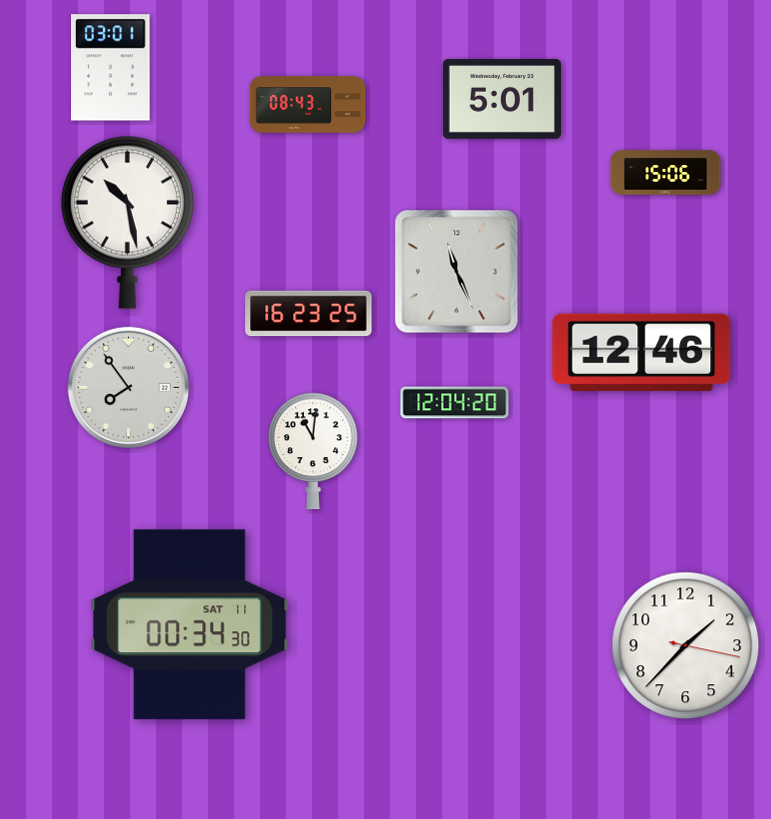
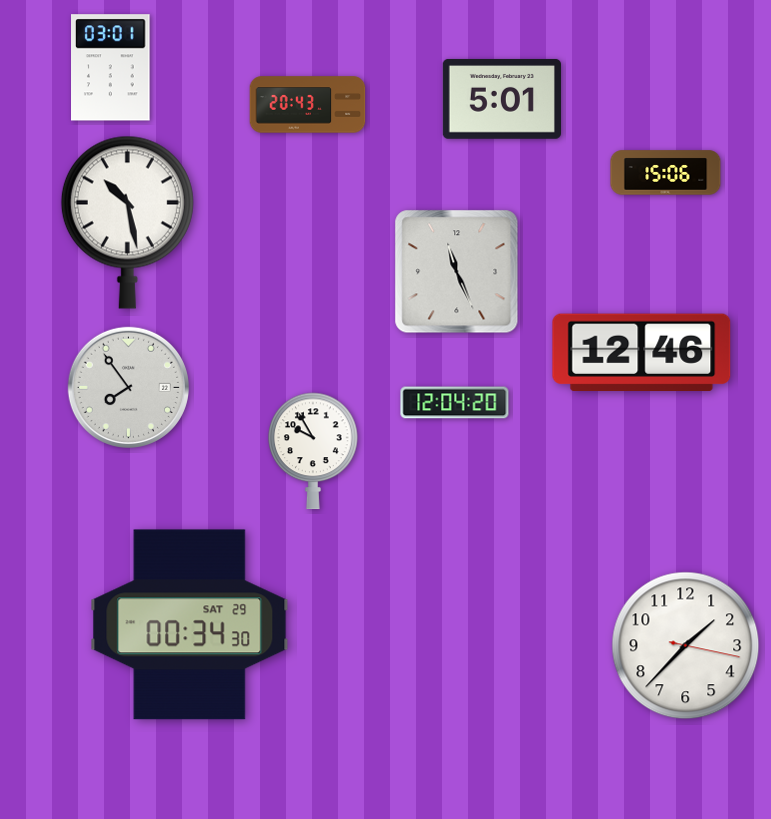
clock at (308, 105): 08:43 -> 20:43
clock at (309, 314): 16:23 -> none
clock at (314, 451): 11:01 -> 9:55
clock at (190, 625) date: SAT 11 -> SAT 29
